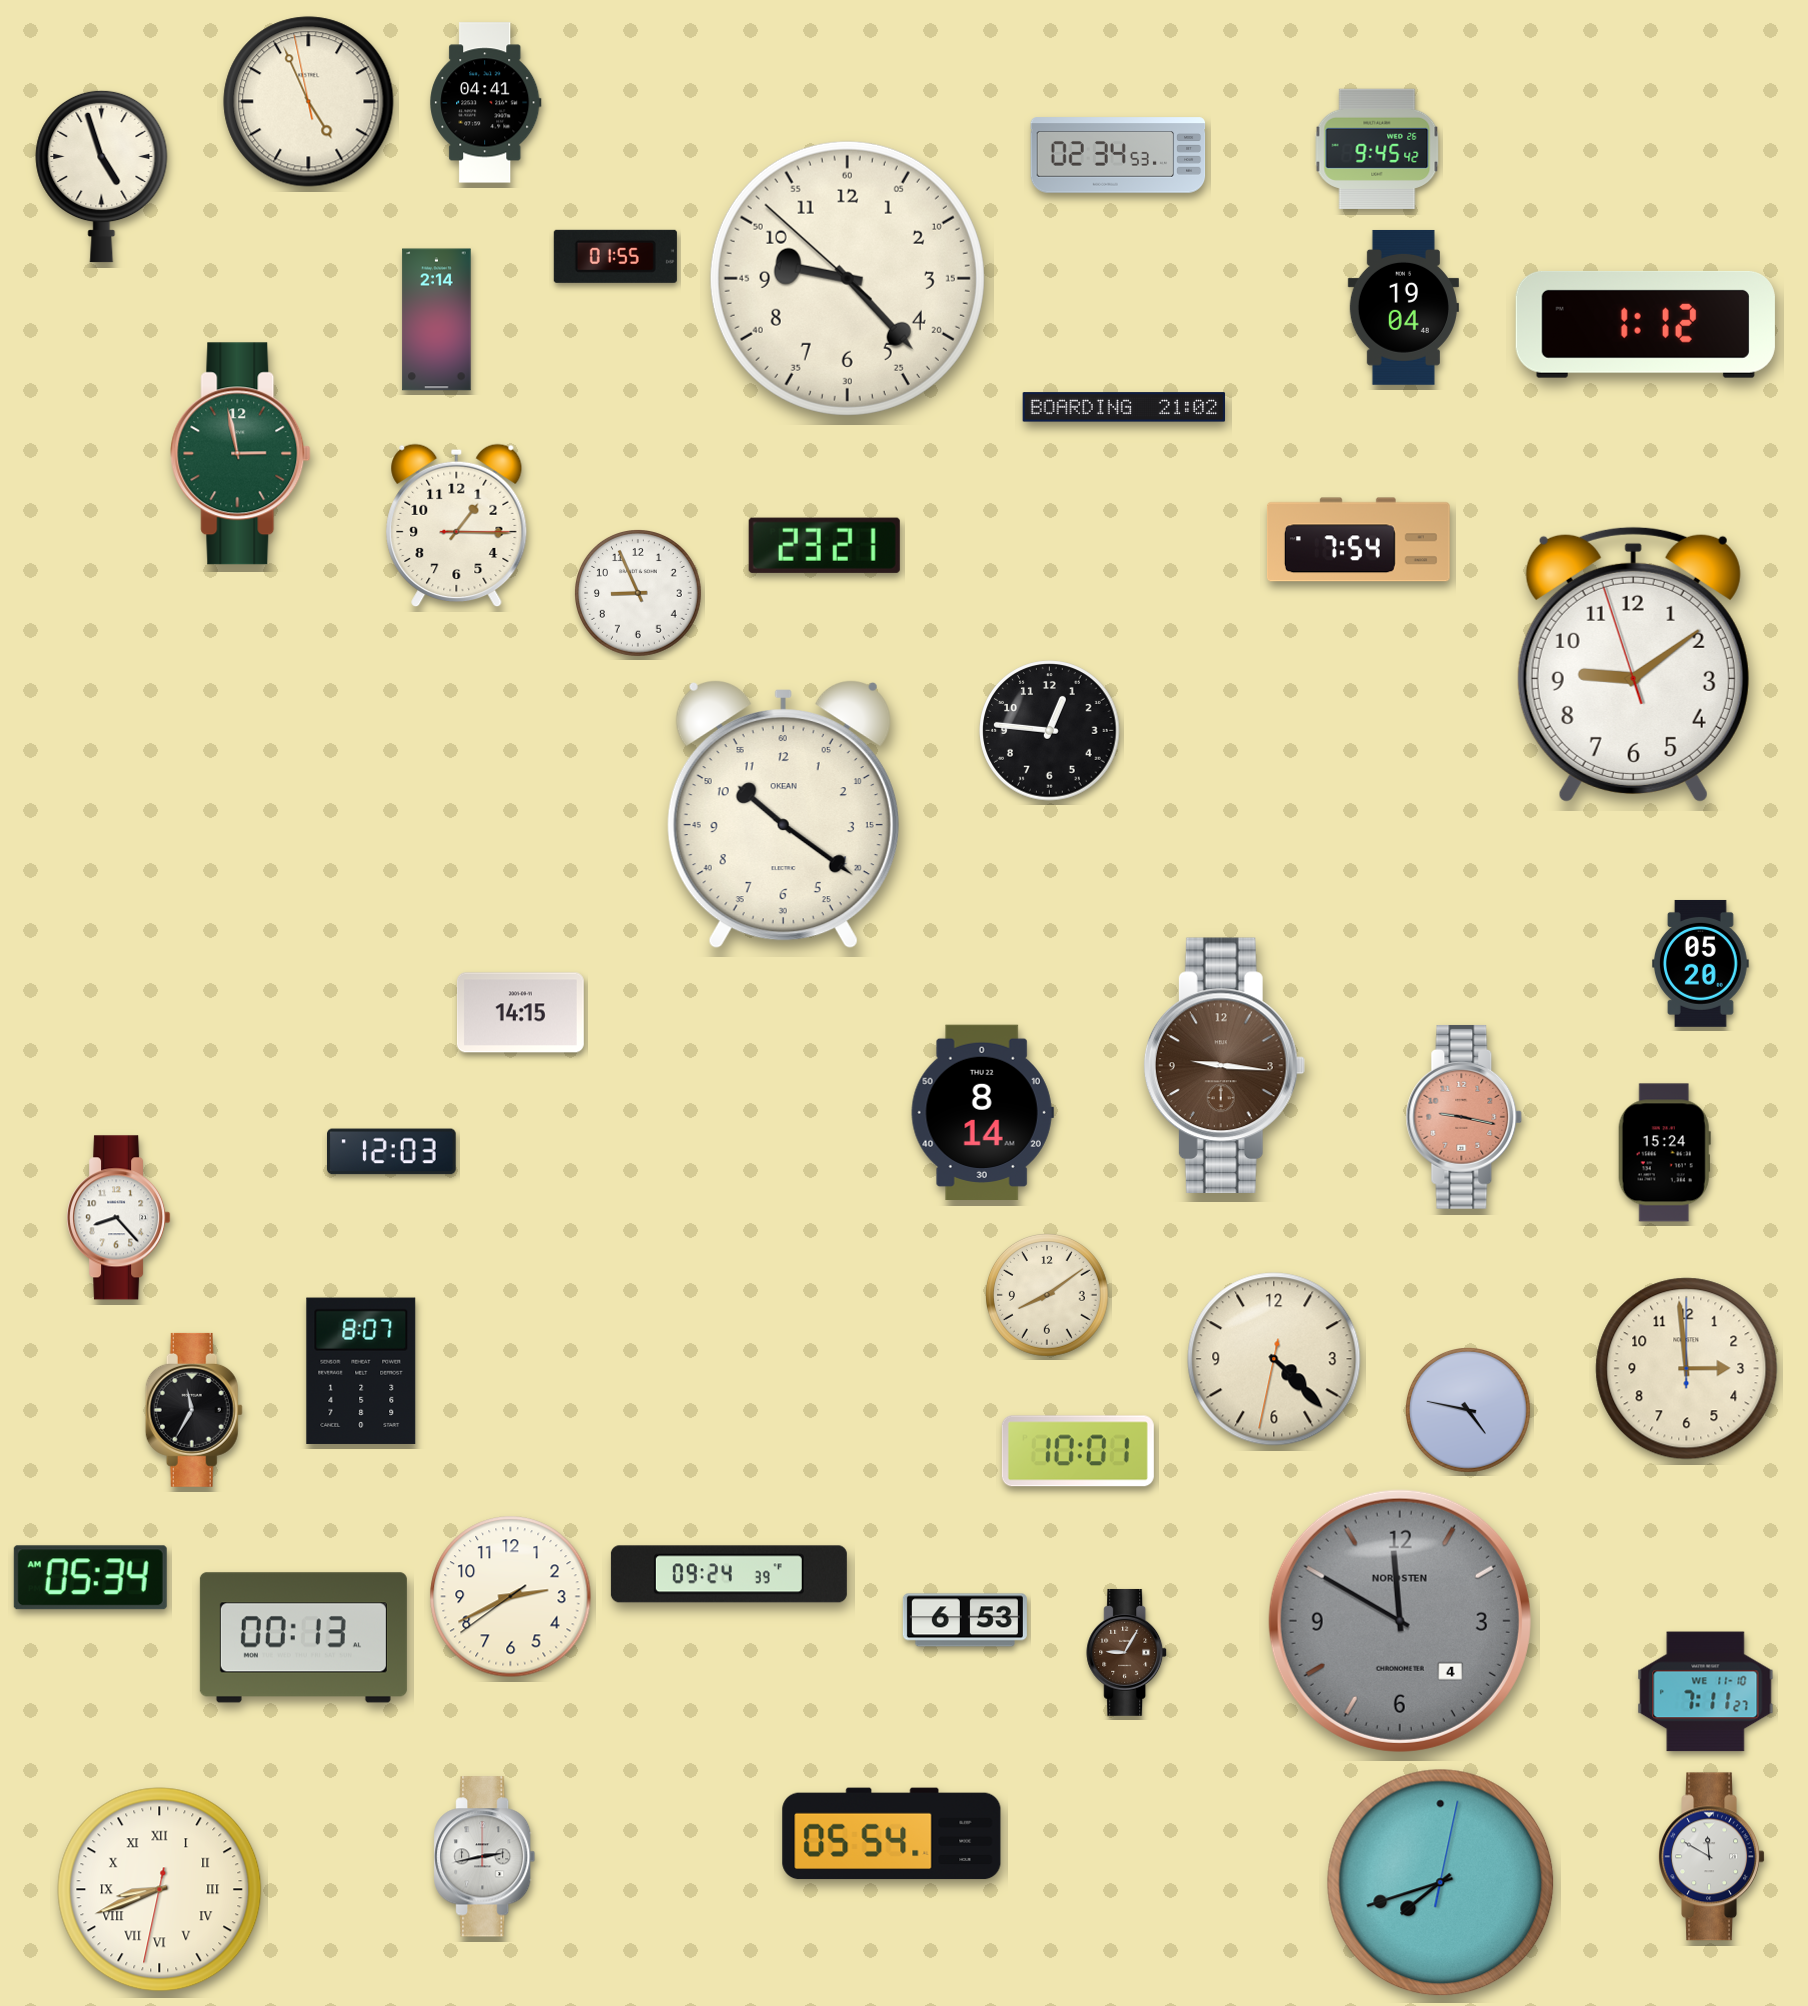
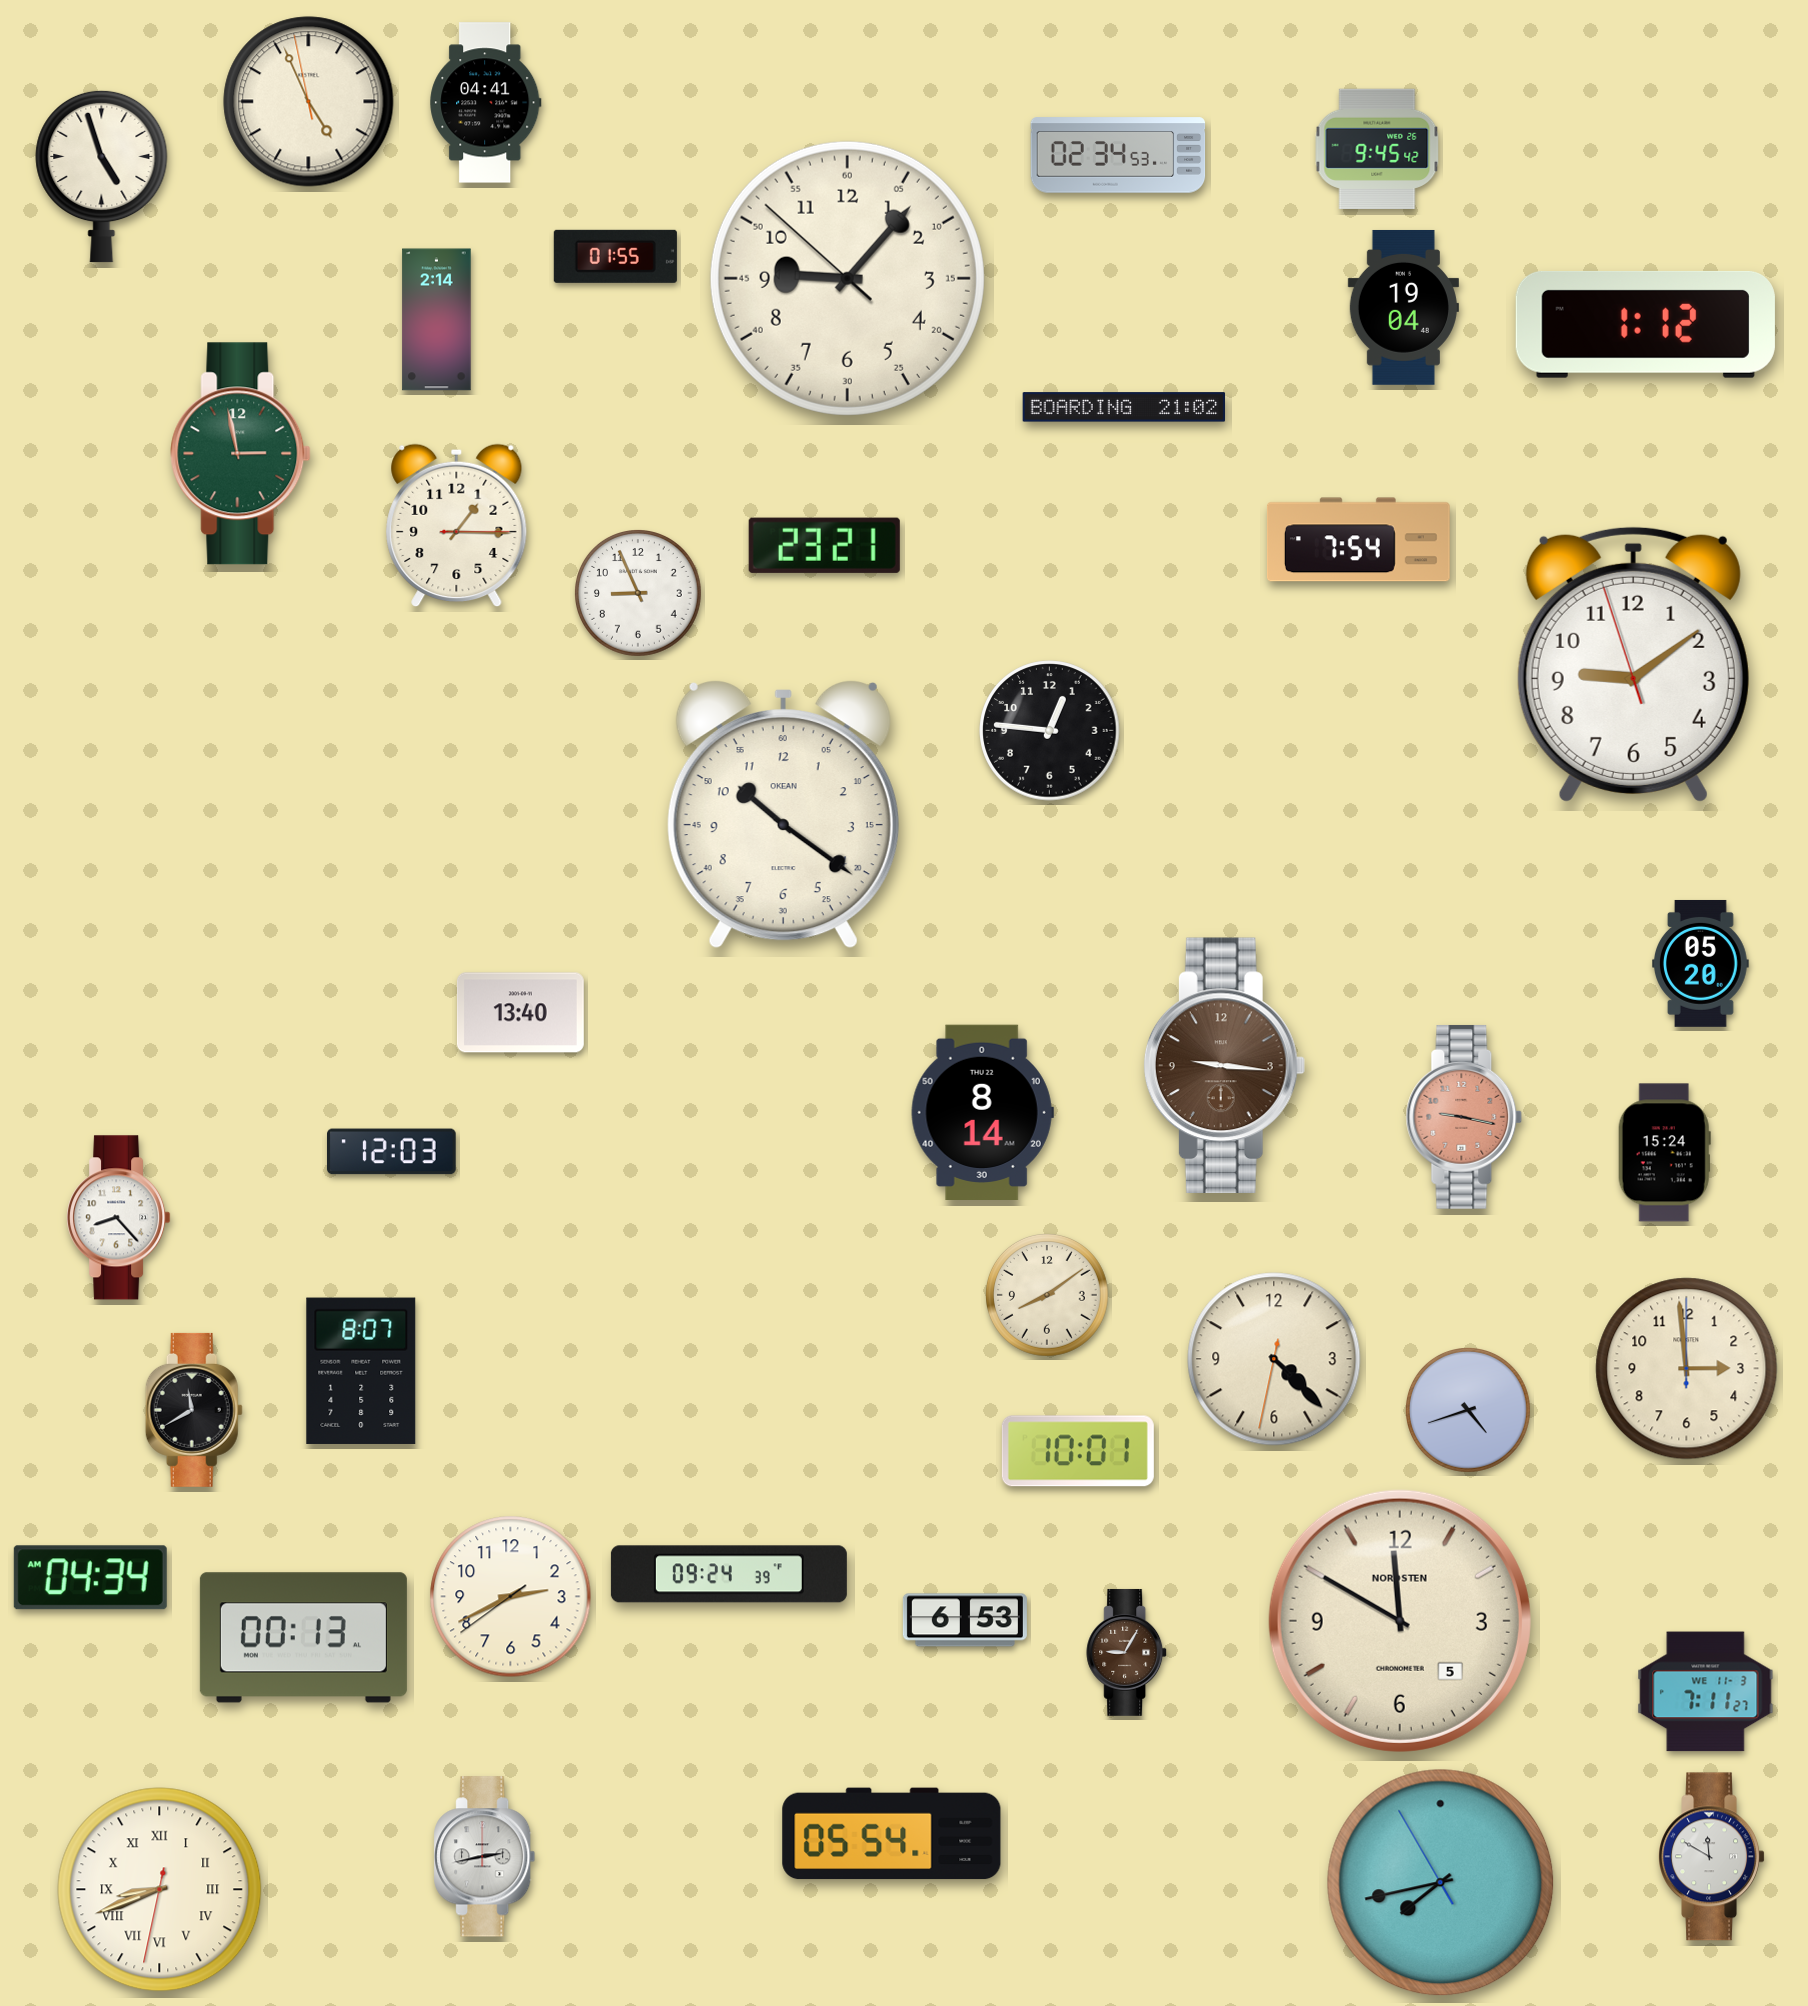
clock at (847, 278): 9:22 -> 9:06
clock at (520, 1013): 14:15 -> 13:40
clock at (194, 1410): 11:35 -> 11:40
clock at (1469, 1411): 4:47 -> 4:42
clock at (90, 1578): 05:34 -> 04:34
clock at (1400, 1621) date: 4 -> 5
clock at (1400, 1621) dial: grey -> cream
clock at (1706, 1692) date: WE 11-10 -> WE 11-3
clock at (1441, 1883): 7:42:02 -> 7:42:55
